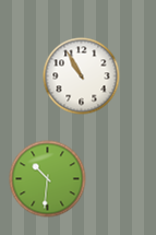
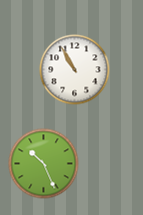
clock at (48, 179): 10:31 -> 10:26
